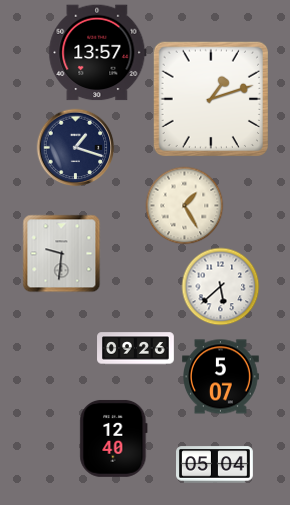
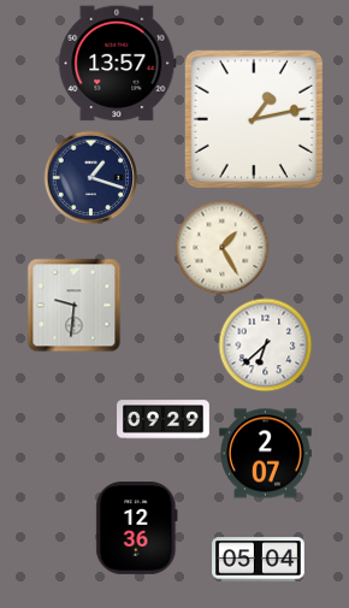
clock at (210, 98): 1:12 -> 1:13
clock at (220, 286): 5:38 -> 6:38
clock at (136, 349): 09:26 -> 09:29
clock at (221, 377): 5:07 -> 2:07
clock at (114, 438): 12:40 -> 12:36
